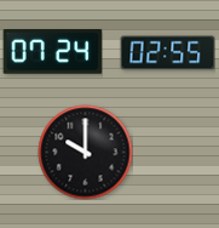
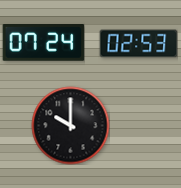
clock at (167, 53): 02:55 -> 02:53
